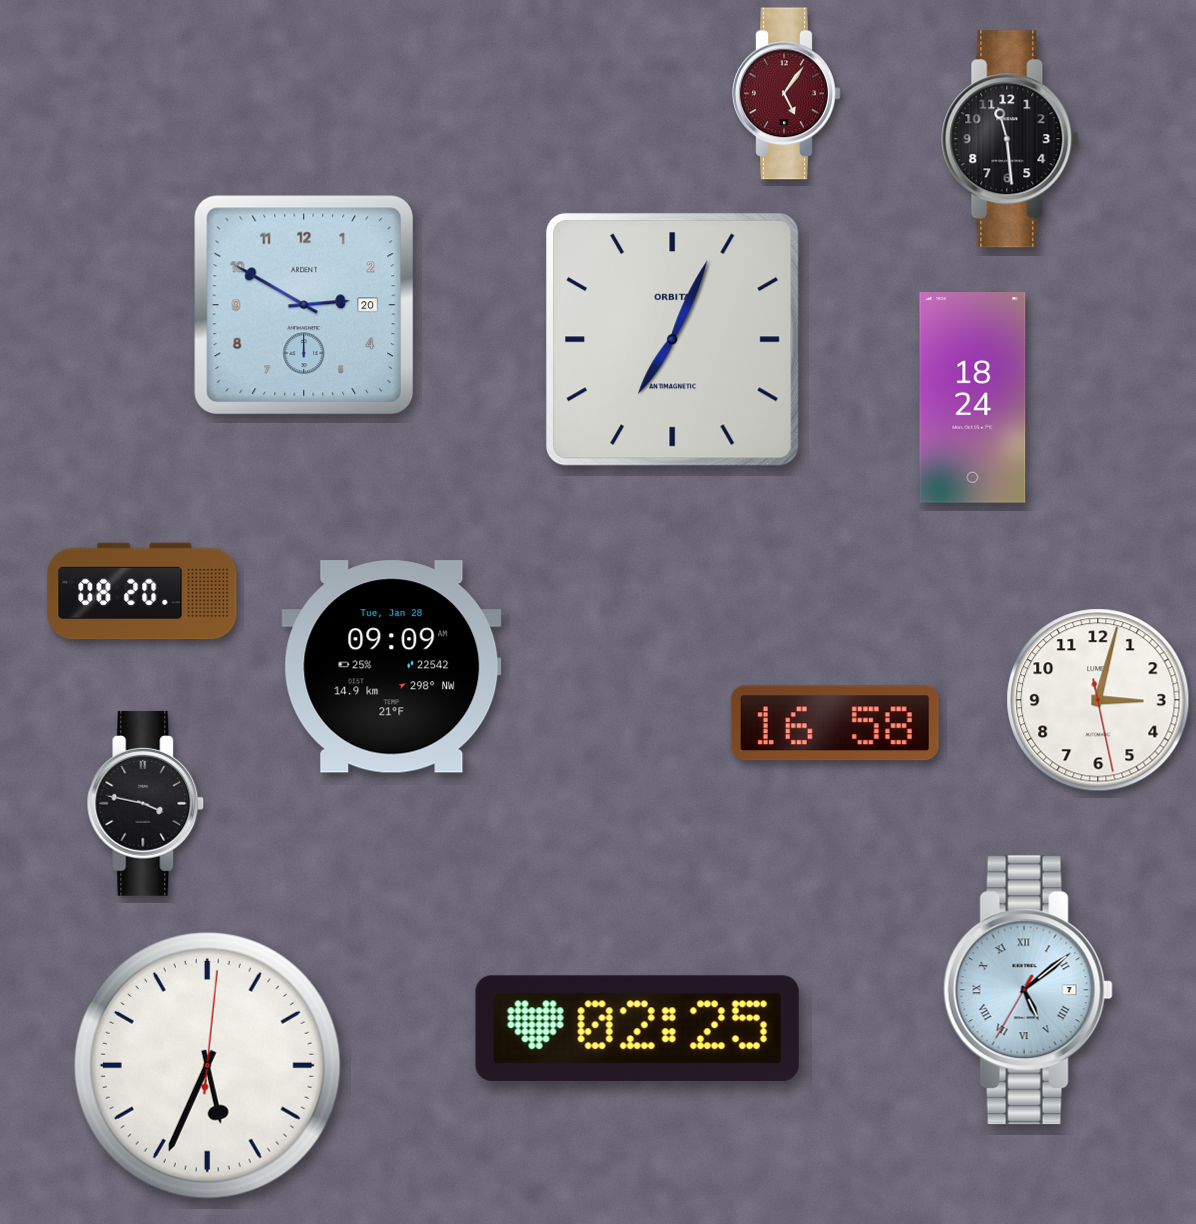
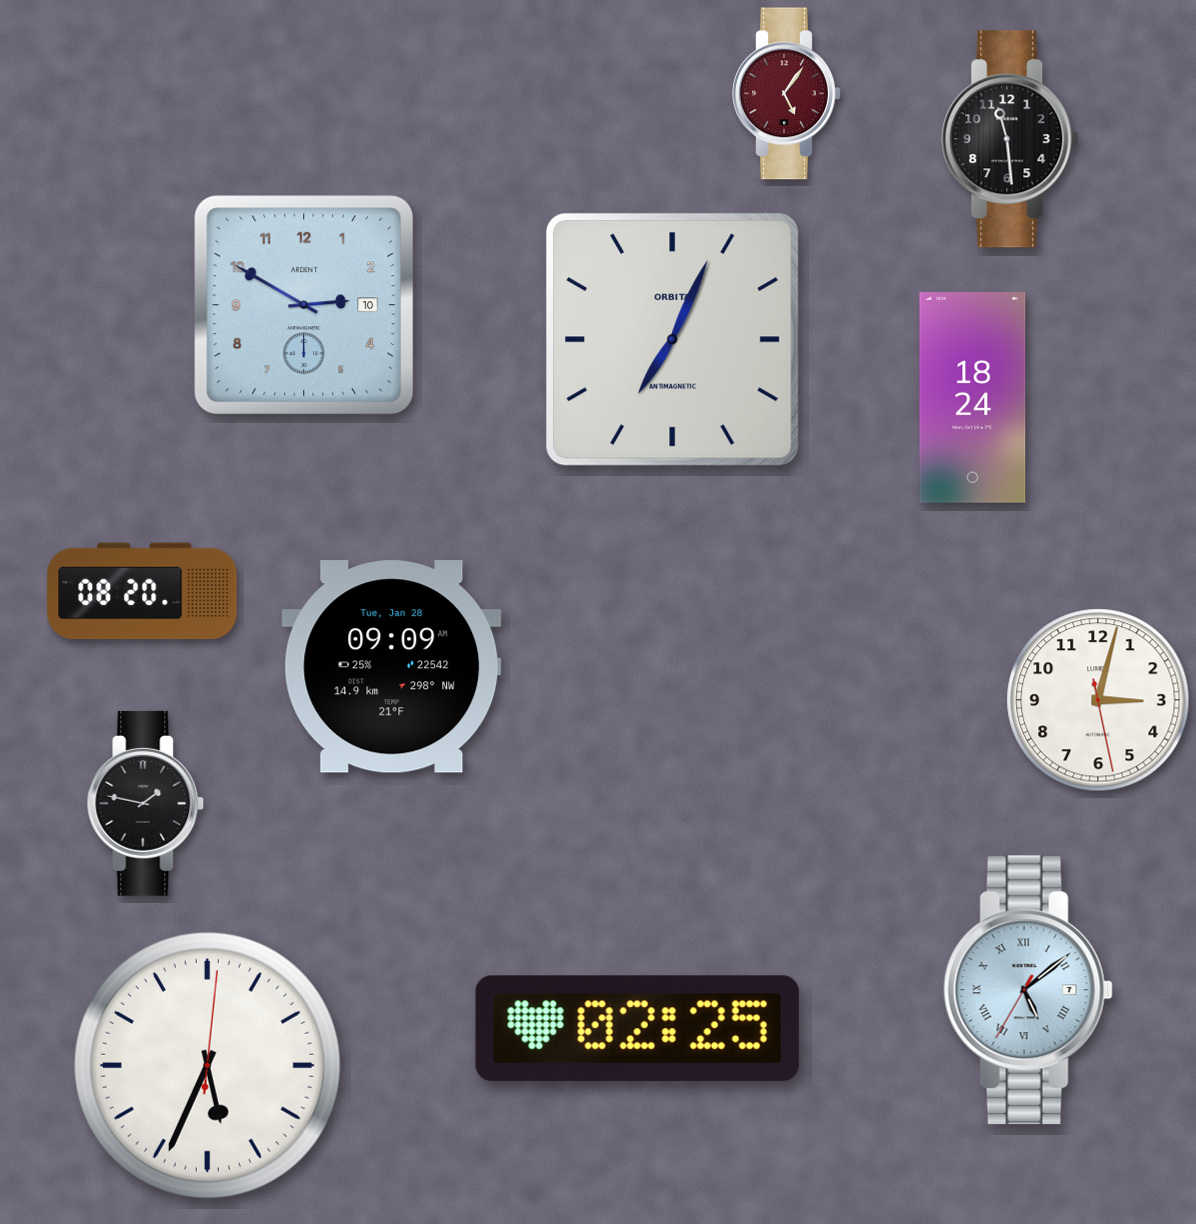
clock at (304, 305) date: 20 -> 10
clock at (835, 723): 16:58 -> none
clock at (146, 803): 3:47 -> 1:47
